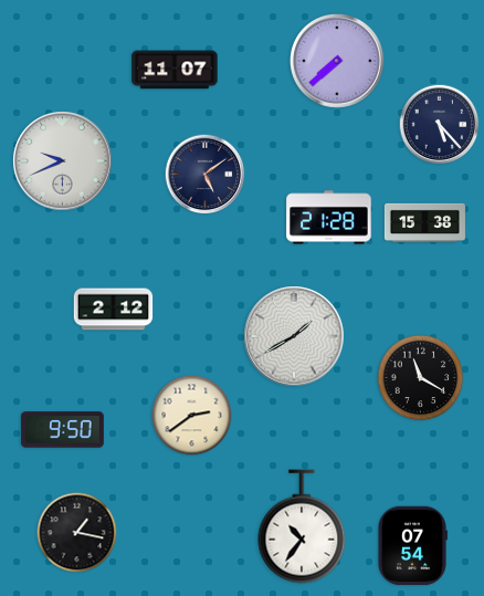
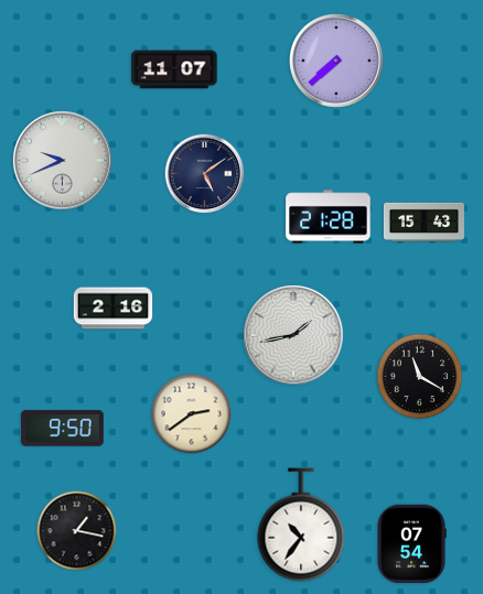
clock at (440, 125): 5:23 -> none
clock at (424, 222): 15:38 -> 15:43
clock at (114, 310): 2:12 -> 2:16
clock at (294, 336): 1:40 -> 1:43
